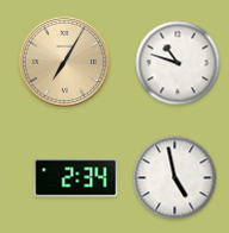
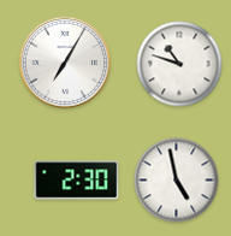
clock at (63, 61) dial: champagne -> white
clock at (76, 178): 2:34 -> 2:30
